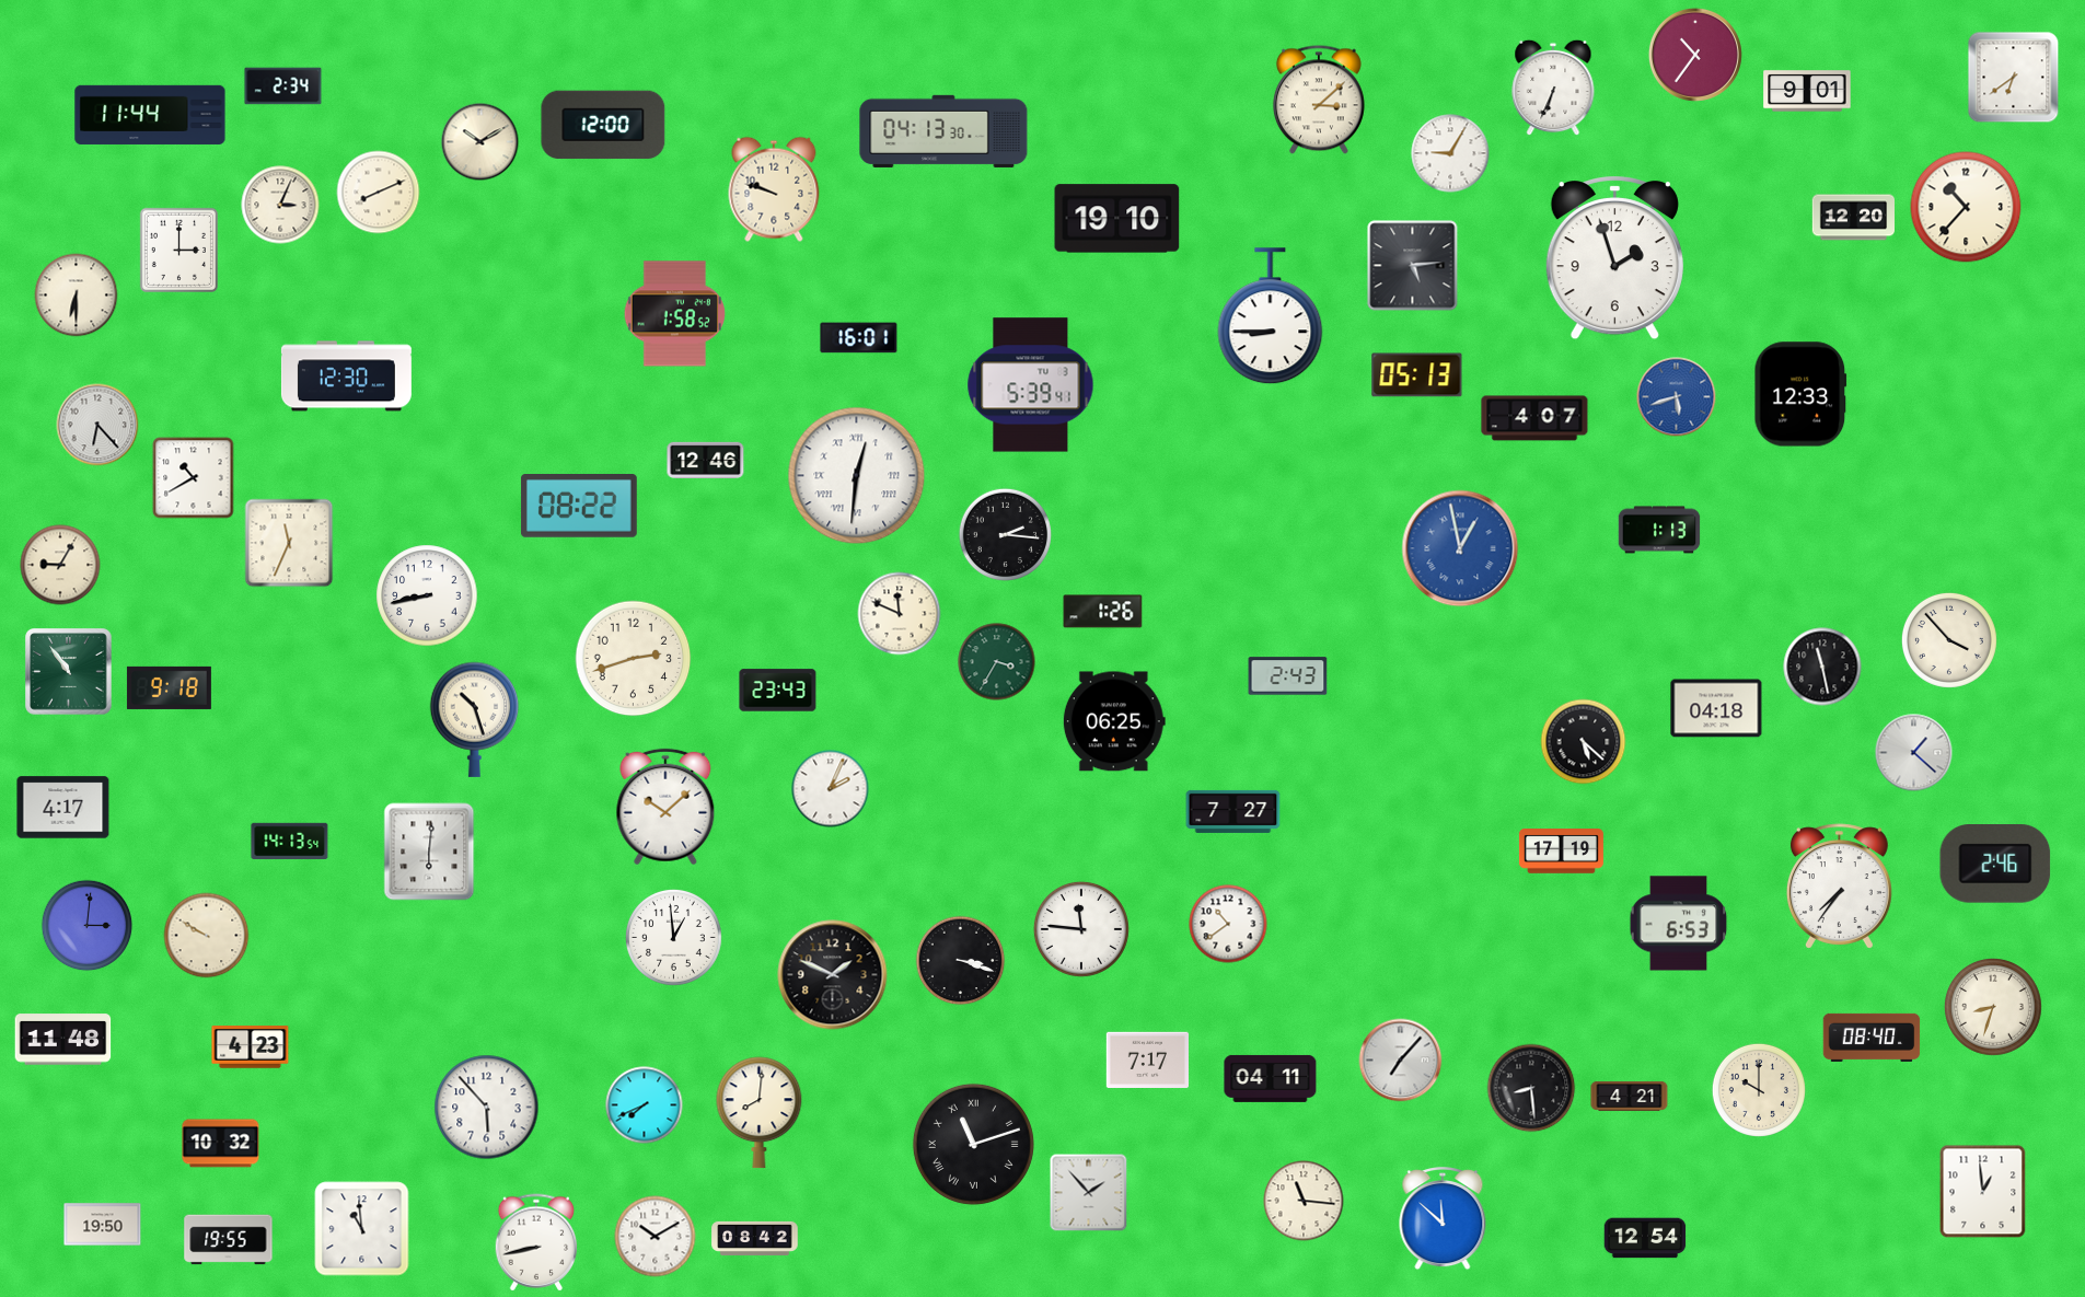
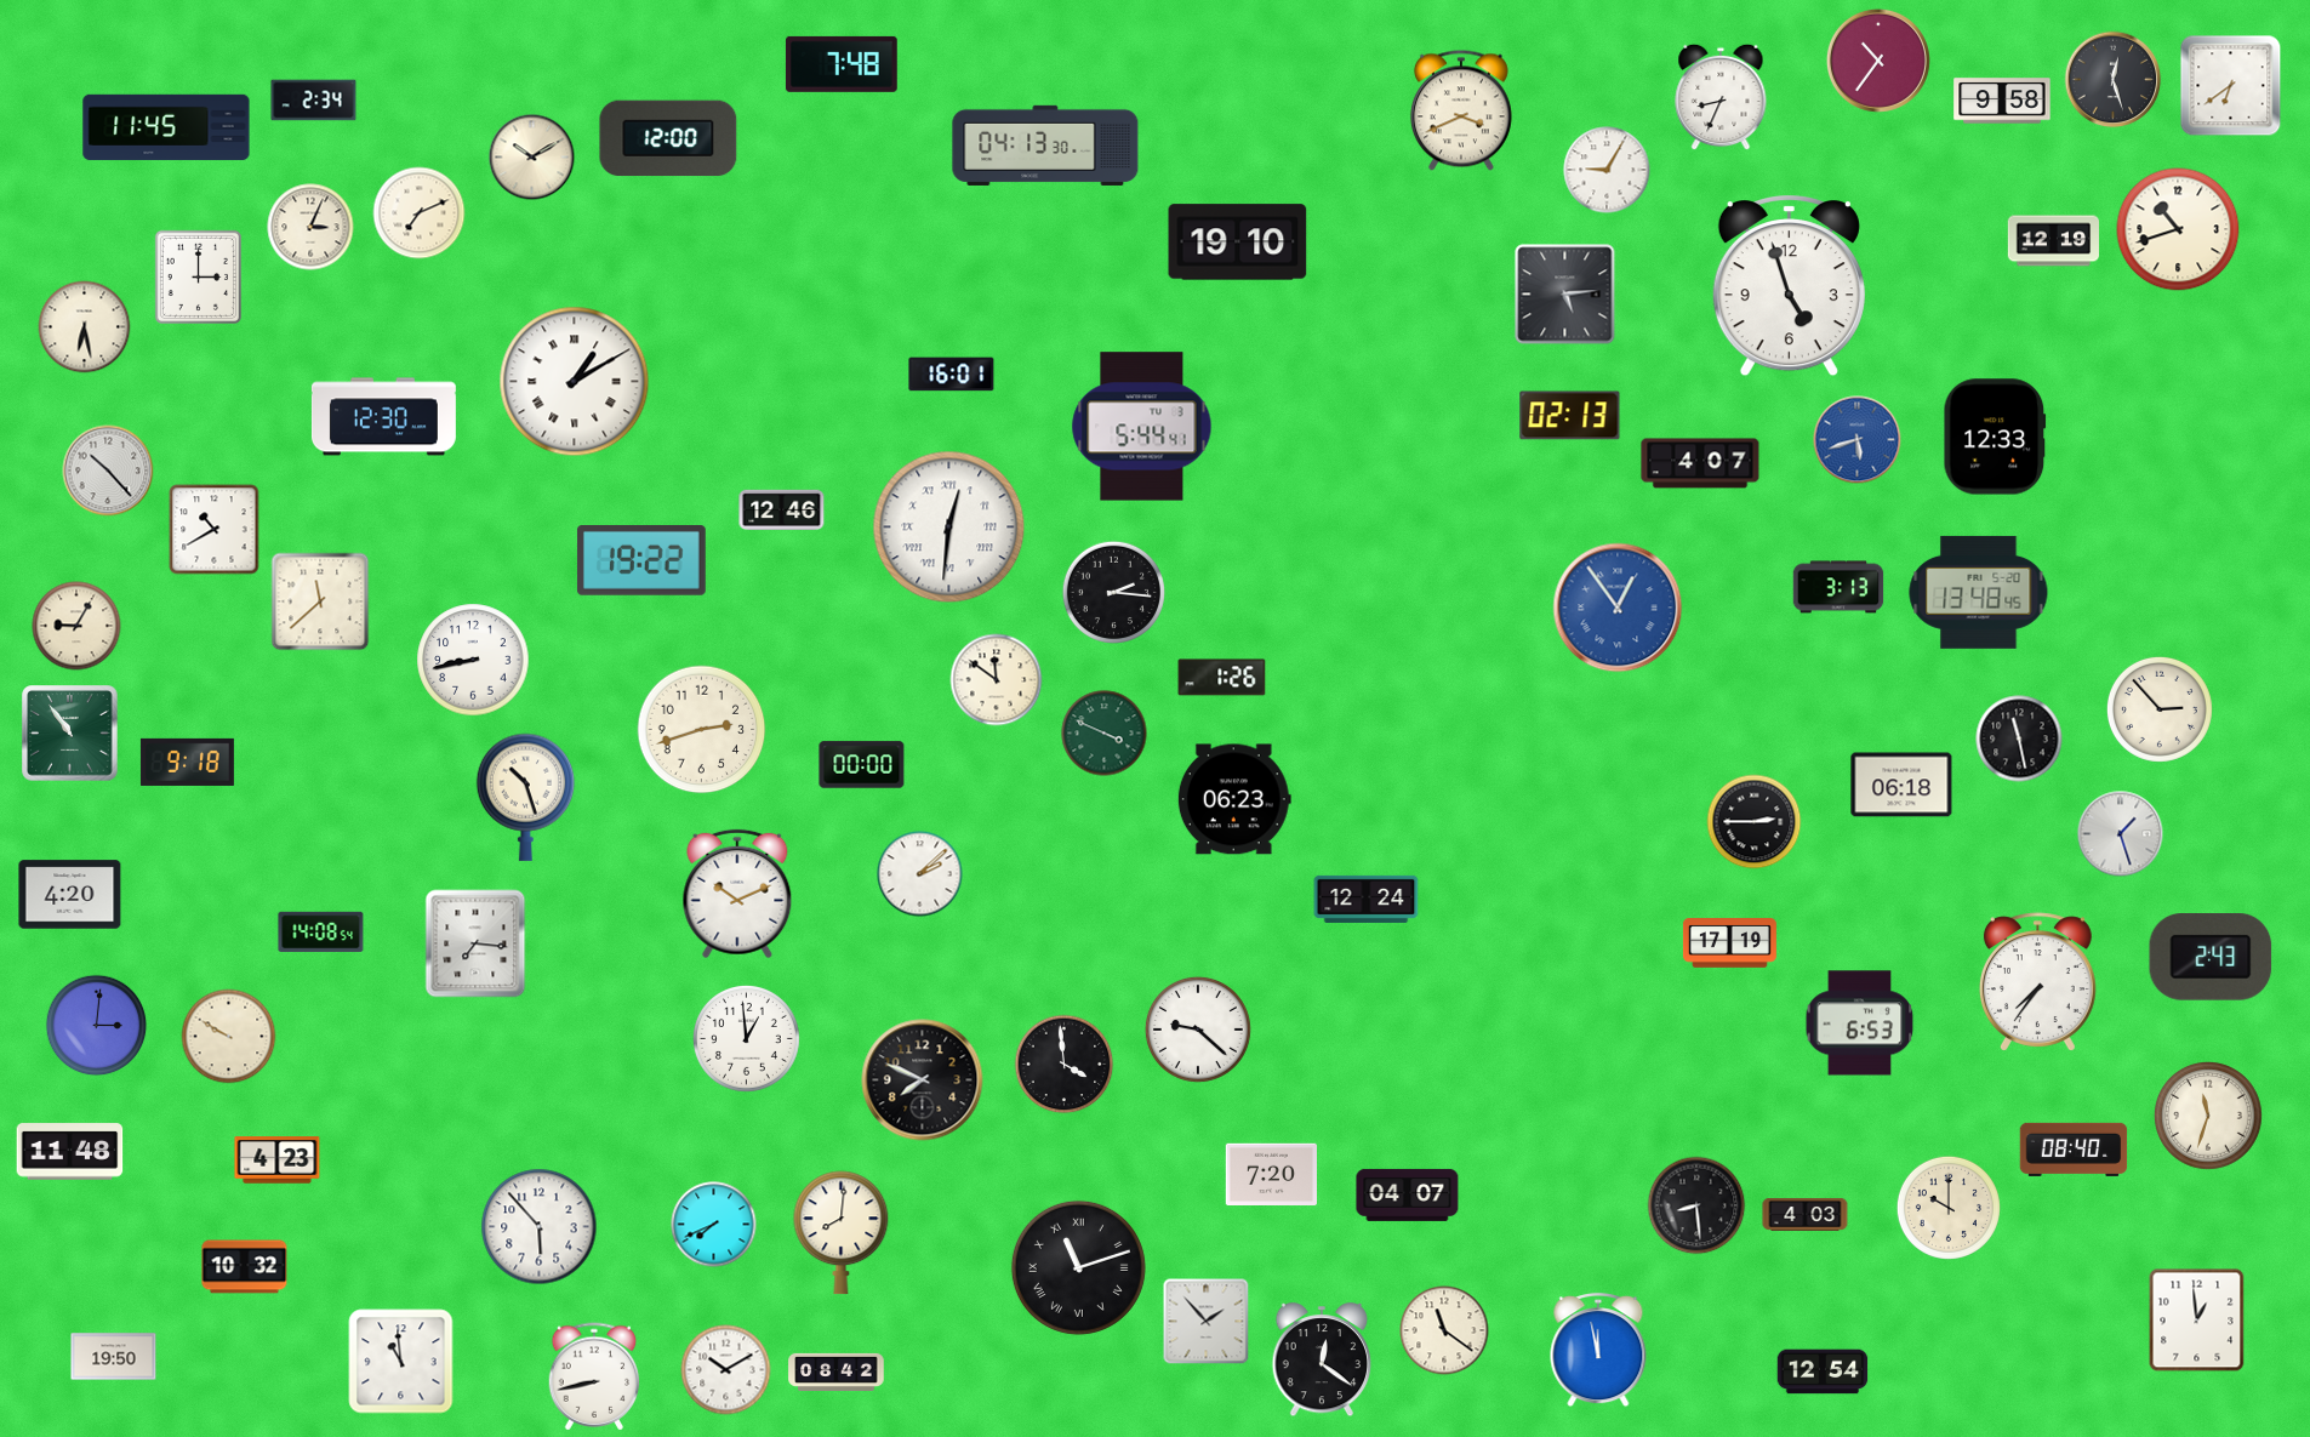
clock at (842, 64): none -> 7:48
clock at (2114, 80): none -> 12:27
clock at (283, 86) position: (283, 86) -> (314, 101)
clock at (1553, 88): 6:34 -> 8:34
clock at (1807, 91): 9:01 -> 9:58
clock at (1319, 100): 3:08 -> 3:41
clock at (150, 115): 11:44 -> 11:45
clock at (774, 189): 9:48 -> none
clock at (379, 193): 8:11 -> 7:11
clock at (1966, 207): 10:37 -> 10:42
clock at (1853, 218): 12:20 -> 12:19
clock at (1614, 258): 1:57 -> 4:57
clock at (77, 296): 6:30 -> 6:28
clock at (674, 314): 1:58 -> none
clock at (1271, 316): 8:45 -> none
clock at (575, 382): none -> 1:10
clock at (1417, 375): 05:13 -> 02:13
clock at (1031, 385): 5:39 -> 5:44
clock at (97, 425): 6:23 -> 10:23
clock at (579, 507): 08:22 -> 19:22
clock at (1659, 530): 1:13 -> 3:13
clock at (1979, 592): none -> 13:48
clock at (289, 543): 11:34 -> 11:38
clock at (1460, 548): 12:58 -> 12:54
clock at (60, 565) position: (60, 565) -> (76, 626)
clock at (900, 614): 11:49 -> 11:51
clock at (1949, 640): 3:53 -> 2:53
clock at (997, 662): 3:35 -> 3:49
clock at (69, 672) position: (69, 672) -> (70, 734)
clock at (1288, 676): 2:43 -> none
clock at (778, 691): 23:43 -> 00:00
clock at (1716, 708): 04:18 -> 06:18
clock at (1114, 721): 06:25 -> 06:23
clock at (1584, 742): 5:22 -> 2:45
clock at (1914, 753): 1:22 -> 1:27
clock at (831, 789): 2:04 -> 2:08
clock at (665, 807): 10:08 -> 10:11
clock at (63, 808): 4:17 -> 4:20
clock at (1233, 811): 7:27 -> 12:24
clock at (290, 841): 14:13 -> 14:08
clock at (429, 852): 6:01 -> 7:16
clock at (1995, 865): 2:46 -> 2:43
clock at (1228, 924): 10:39 -> none
clock at (1081, 929): 11:46 -> 9:22
clock at (961, 961): 3:18 -> 3:59
clock at (833, 975): 1:49 -> 7:49
clock at (1994, 1008): 8:33 -> 11:33
clock at (1147, 1059): 7:17 -> 7:20
clock at (1401, 1061): 7:07 -> none
clock at (1271, 1078): 04:11 -> 04:07
clock at (1630, 1096): 4:21 -> 4:03
clock at (1304, 1201): 11:16 -> 11:21
clock at (1443, 1219): 11:52 -> 11:58
clock at (1322, 1361): none -> 12:21
clock at (229, 1240): 19:55 -> none
